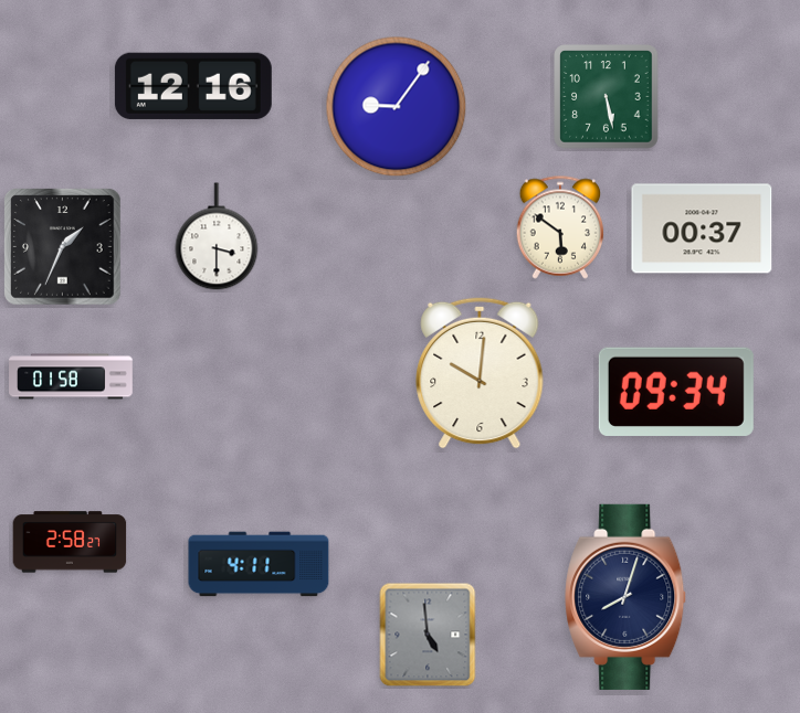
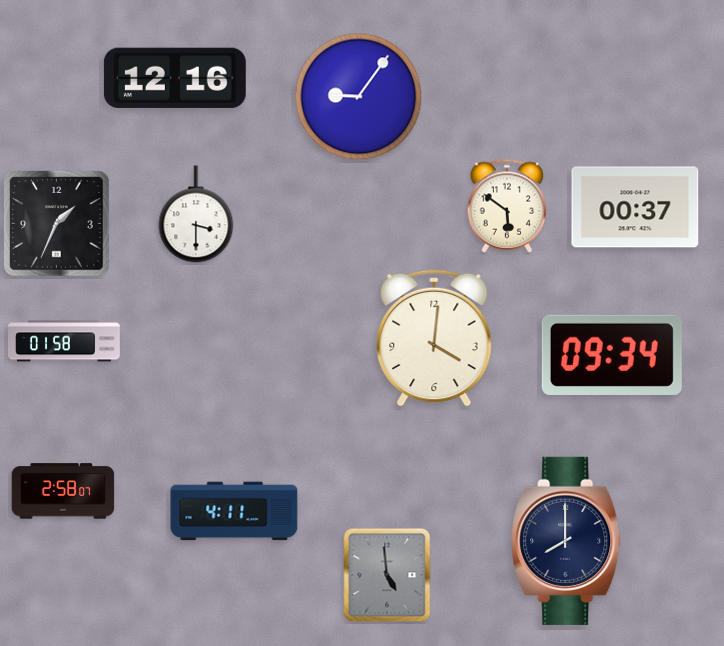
clock at (607, 97): 5:28 -> none
clock at (480, 373): 10:01 -> 4:01
clock at (70, 542): 2:58:27 -> 2:58:07
clock at (627, 597): 8:03 -> 8:00
